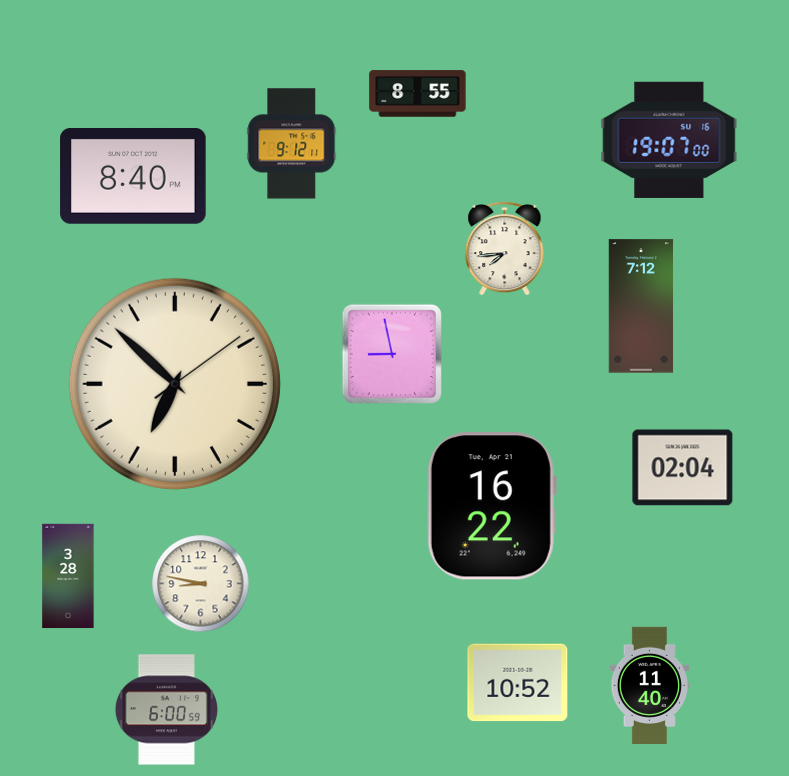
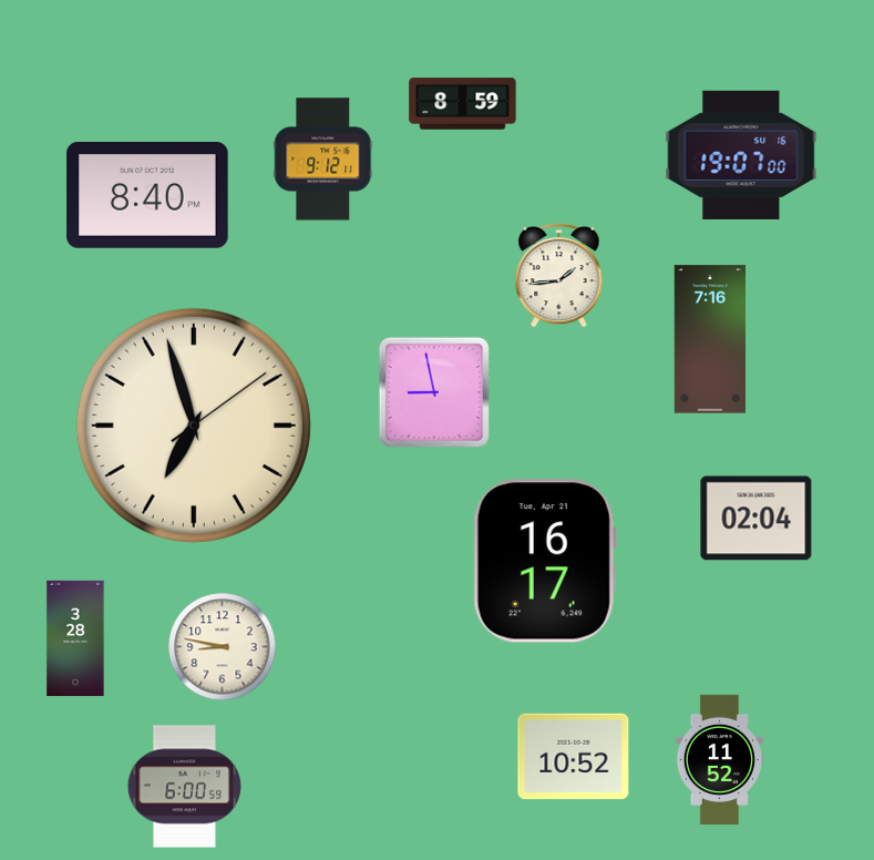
clock at (418, 94): 8:55 -> 8:59
clock at (505, 248): 7:44 -> 1:44
clock at (641, 306): 7:12 -> 7:16
clock at (175, 384): 6:52 -> 6:57
clock at (492, 506): 16:22 -> 16:17
clock at (649, 685): 11:40 -> 11:52
